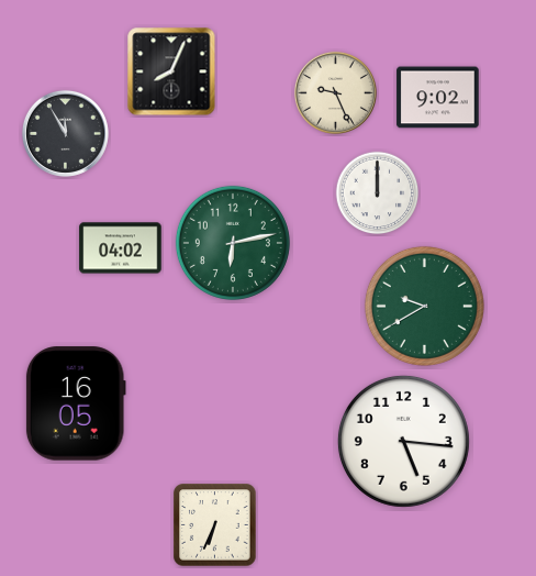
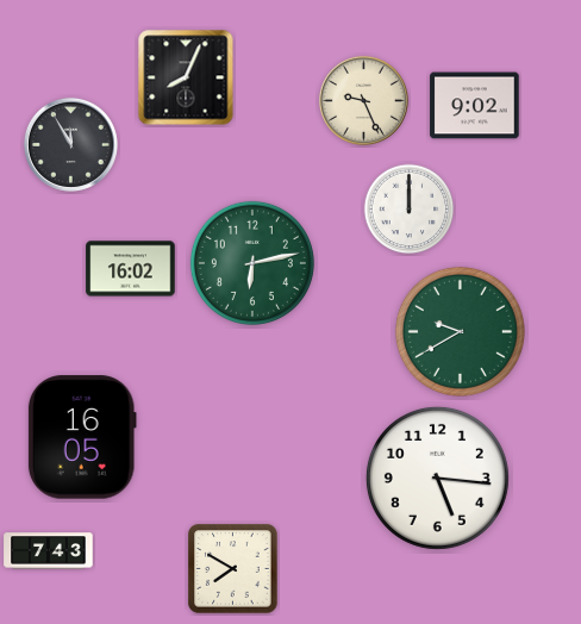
clock at (121, 248): 04:02 -> 16:02
clock at (49, 551): none -> 7:43
clock at (215, 525): 6:34 -> 7:50
